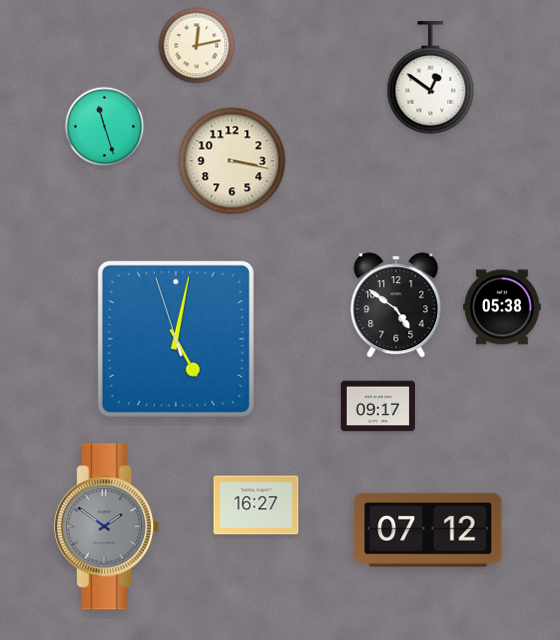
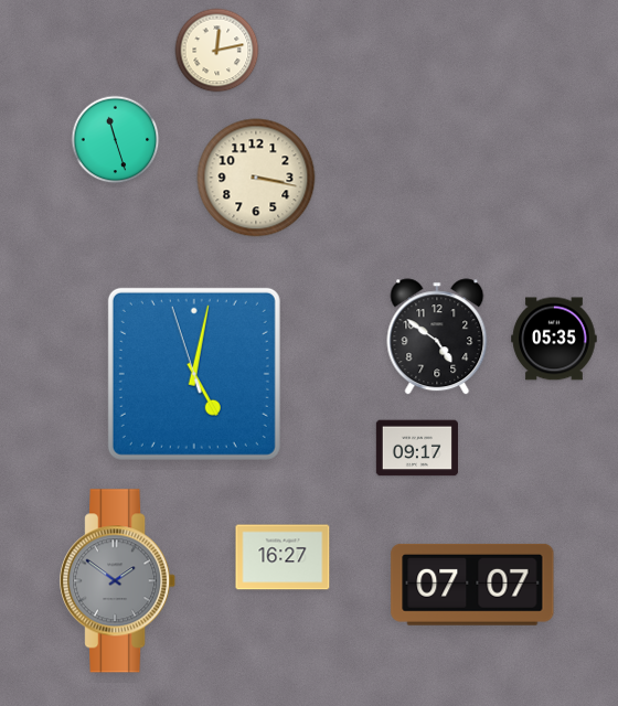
clock at (431, 78): 12:51 -> none
clock at (502, 307): 05:38 -> 05:35
clock at (428, 530): 07:12 -> 07:07
